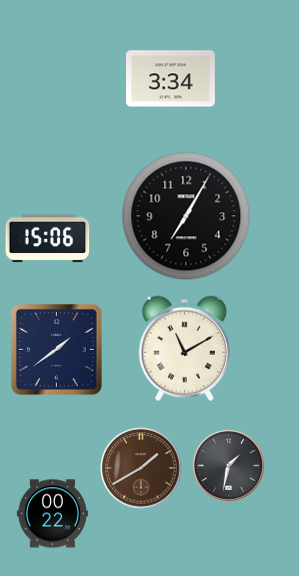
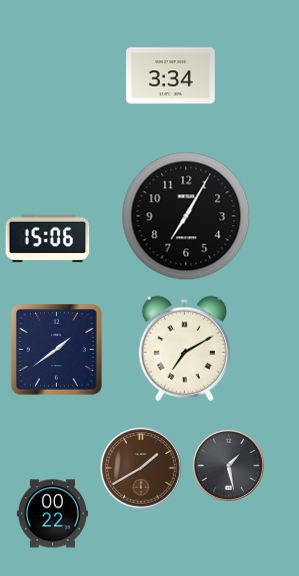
clock at (171, 79) position: (171, 79) -> (171, 76)
clock at (184, 348): 11:10 -> 7:10
clock at (228, 465): 1:32 -> 1:28
